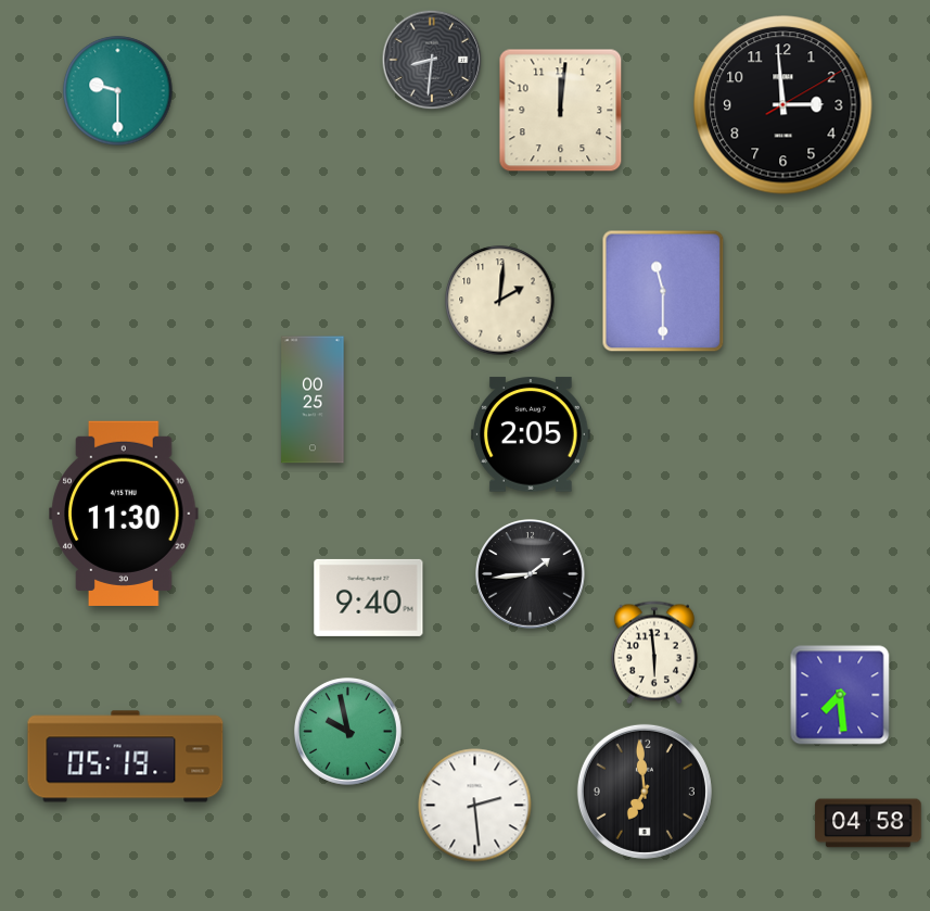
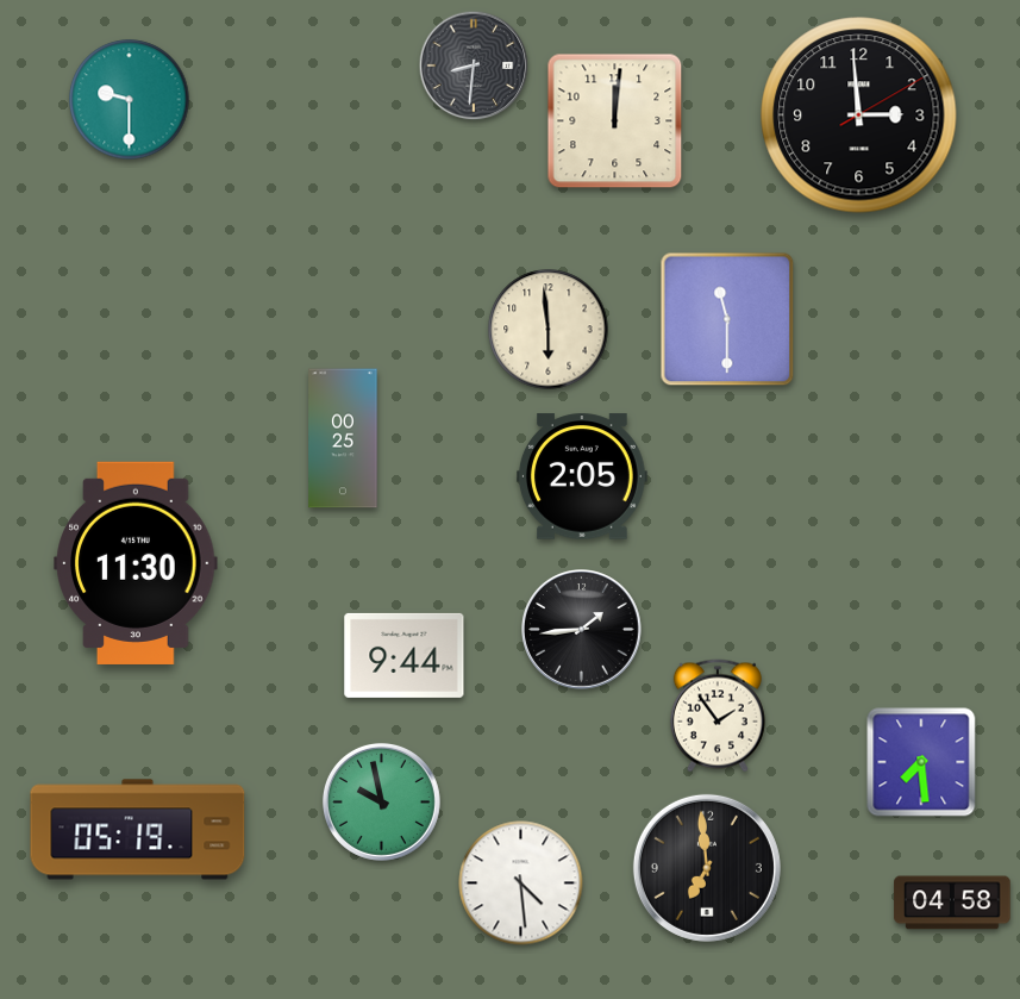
clock at (500, 301): 2:01 -> 5:59
clock at (369, 597): 9:40 -> 9:44
clock at (654, 653): 5:59 -> 1:54
clock at (475, 806): 2:29 -> 4:29
